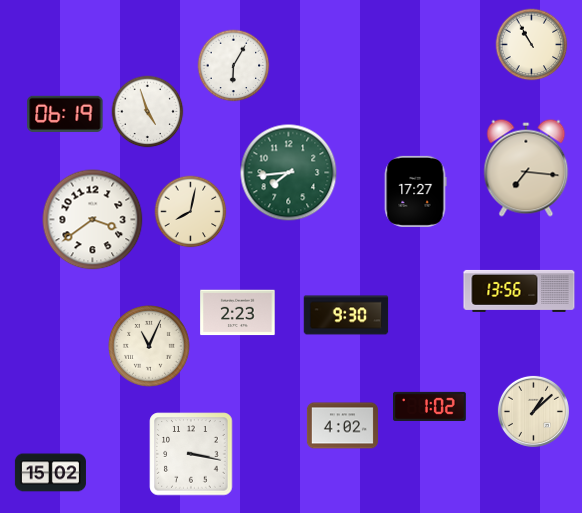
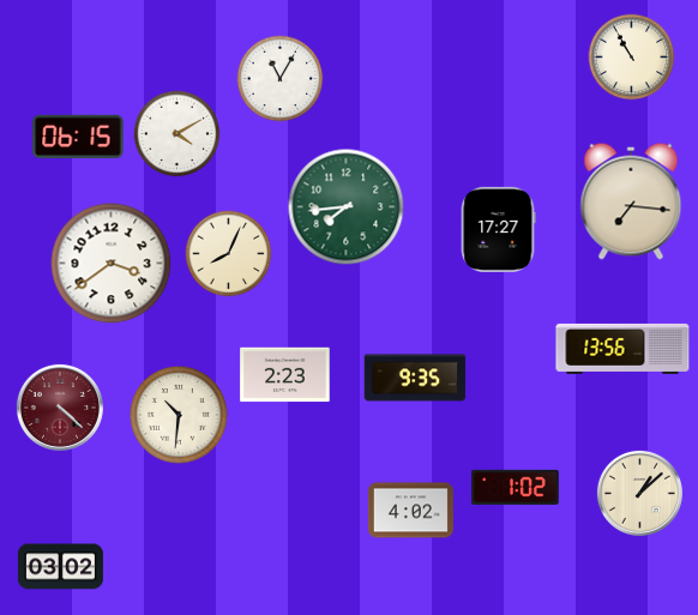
clock at (532, 45) position: (532, 45) -> (632, 58)
clock at (234, 66): 6:05 -> 11:05
clock at (148, 112): 4:57 -> 4:10
clock at (65, 114): 06:19 -> 06:15
clock at (191, 212): 8:02 -> 8:04
clock at (346, 315): 9:30 -> 9:35
clock at (60, 408): none -> 4:22
clock at (150, 347): 11:04 -> 10:31
clock at (191, 454): 3:17 -> none
clock at (50, 473): 15:02 -> 03:02
